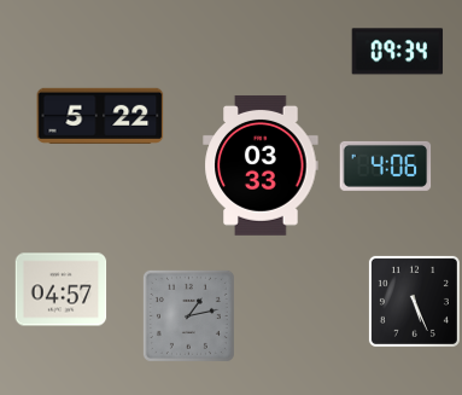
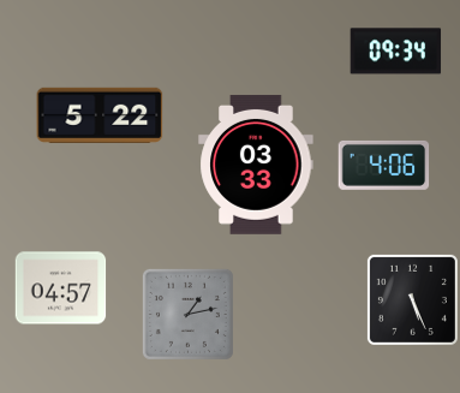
clock at (261, 165) position: (261, 165) -> (256, 165)
